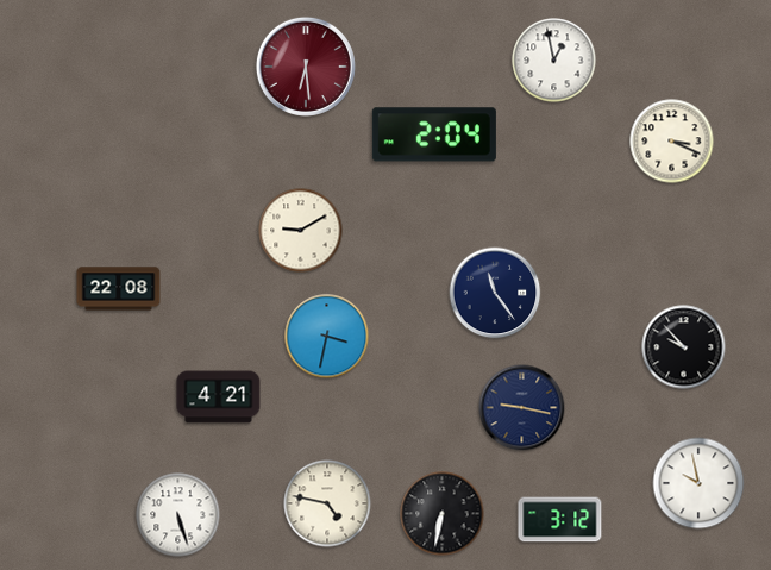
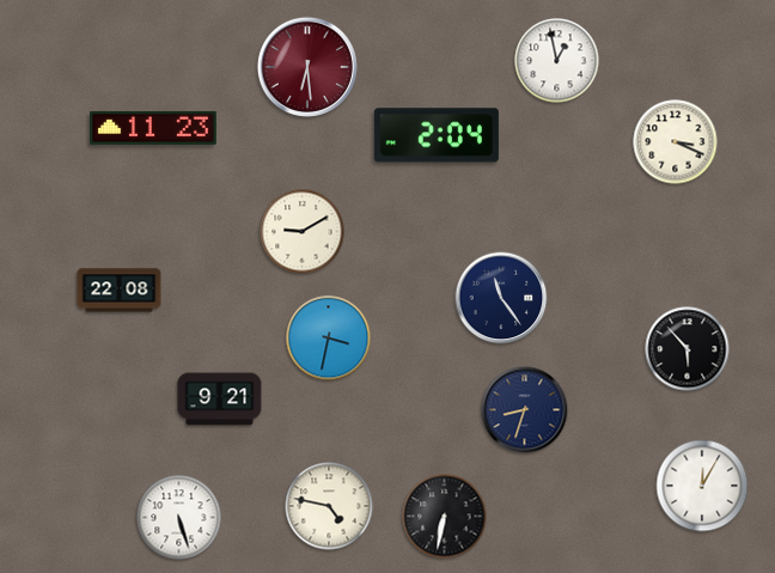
clock at (154, 128): none -> 11:23
clock at (495, 293) position: (495, 293) -> (501, 298)
clock at (684, 347): 9:53 -> 5:53
clock at (219, 397): 4:21 -> 9:21
clock at (522, 408): 9:17 -> 8:33
clock at (698, 483): 9:58 -> 12:05
clock at (560, 520): 3:12 -> none
